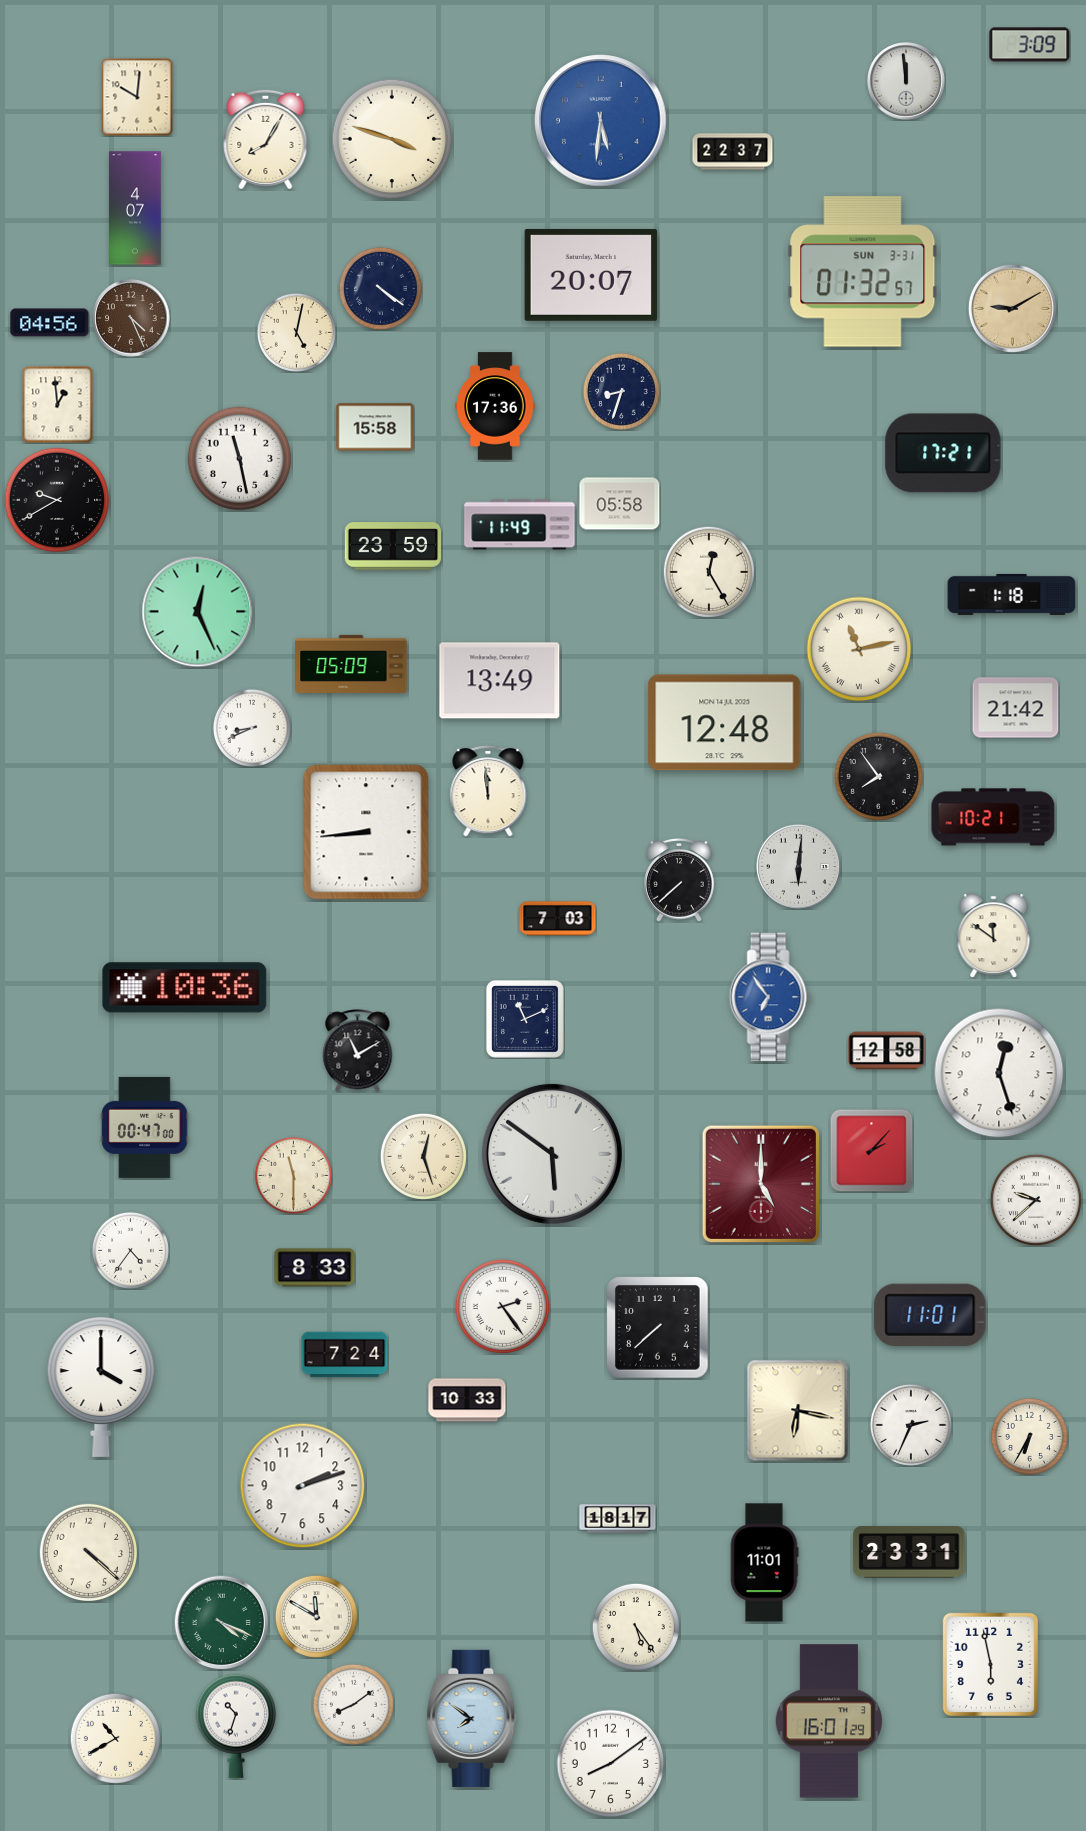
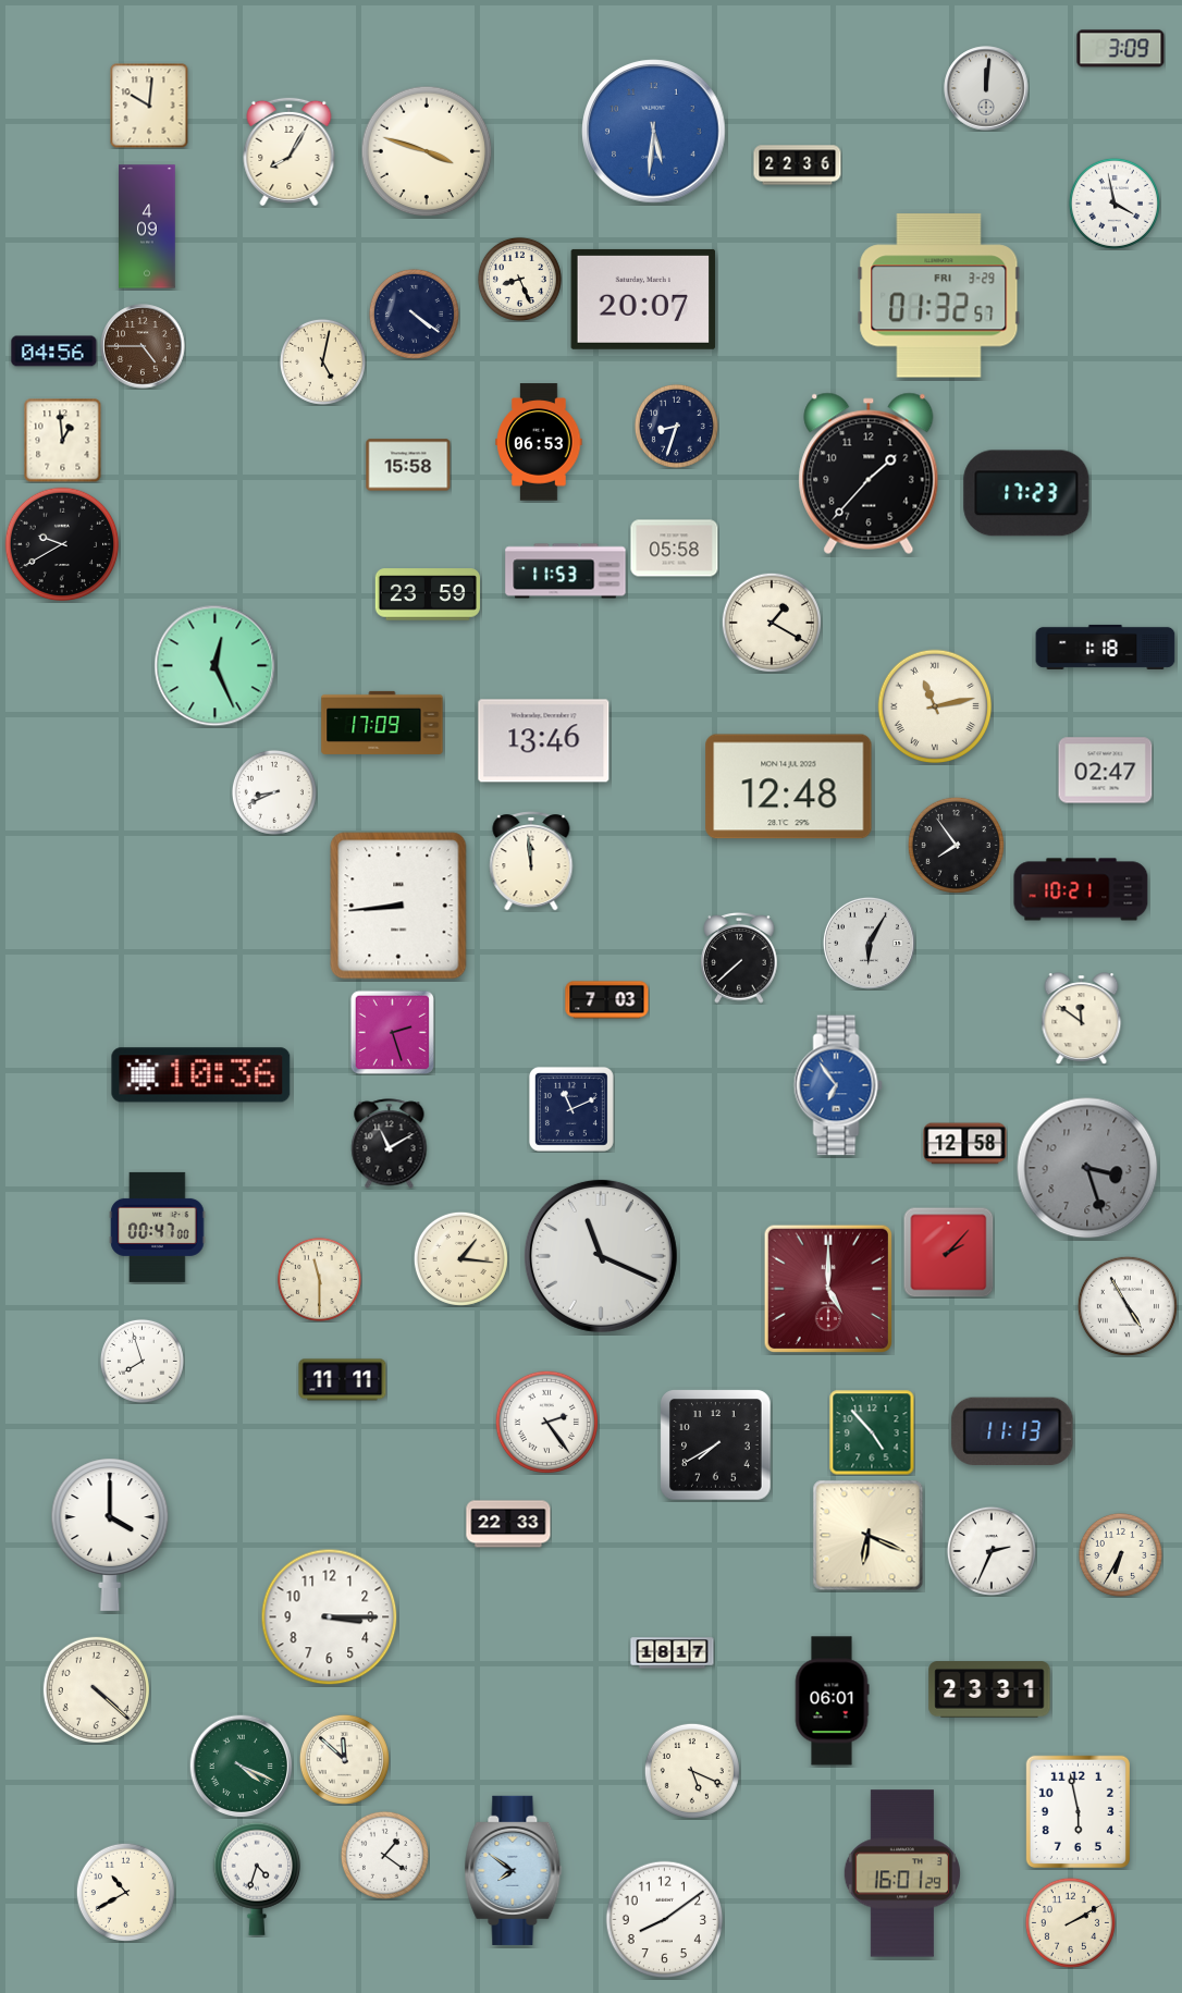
clock at (906, 81): 11:59 -> 12:01
clock at (733, 152): 22:37 -> 22:36
clock at (1115, 204): none -> 3:58
clock at (135, 208): 4:07 -> 4:09
clock at (519, 279): none -> 8:26
clock at (863, 272) date: SUN 3-31 -> FRI 3-29
clock at (1012, 308): 9:10 -> none
clock at (131, 318): 4:26 -> 4:45
clock at (495, 406): 17:36 -> 06:53
clock at (869, 473): none -> 1:37
clock at (943, 453): 17:21 -> 17:23
clock at (240, 459): 11:28 -> none
clock at (520, 525): 11:49 -> 11:53
clock at (709, 572): 12:25 -> 1:20
clock at (1012, 594) position: (1012, 594) -> (1106, 647)
clock at (351, 664): 05:09 -> 17:09
clock at (500, 681): 13:49 -> 13:46
clock at (1016, 708): 21:42 -> 02:47
clock at (798, 866): 6:01 -> 6:05
clock at (392, 1032): none -> 2:27
clock at (999, 1073): 12:27 -> 3:27
clock at (999, 1073) dial: white -> grey
clock at (552, 1154): 5:51 -> 11:19
clock at (423, 1156): 12:27 -> 1:16
clock at (1036, 1200): 9:38 -> 4:55
clock at (130, 1250): 4:36 -> 7:57
clock at (315, 1268): 8:33 -> 11:11
clock at (930, 1315): 11:01 -> 11:13
clock at (872, 1432): none -> 4:53
clock at (658, 1328): 7:38 -> 7:40
clock at (345, 1355): 7:24 -> none
clock at (101, 1387) position: (101, 1387) -> (110, 1535)
clock at (467, 1400): 10:33 -> 22:33
clock at (798, 1411): 6:17 -> 6:19
clock at (1029, 1436) position: (1029, 1436) -> (1120, 1554)
clock at (303, 1486): 2:12 -> 3:15
clock at (764, 1563): 11:01 -> 06:01
clock at (316, 1616): 11:50 -> 11:52
clock at (636, 1627): 5:24 -> 5:19
clock at (353, 1704): 8:09 -> 1:21
clock at (235, 1726): 10:33 -> 4:33
clock at (1070, 1922): none -> 2:10
